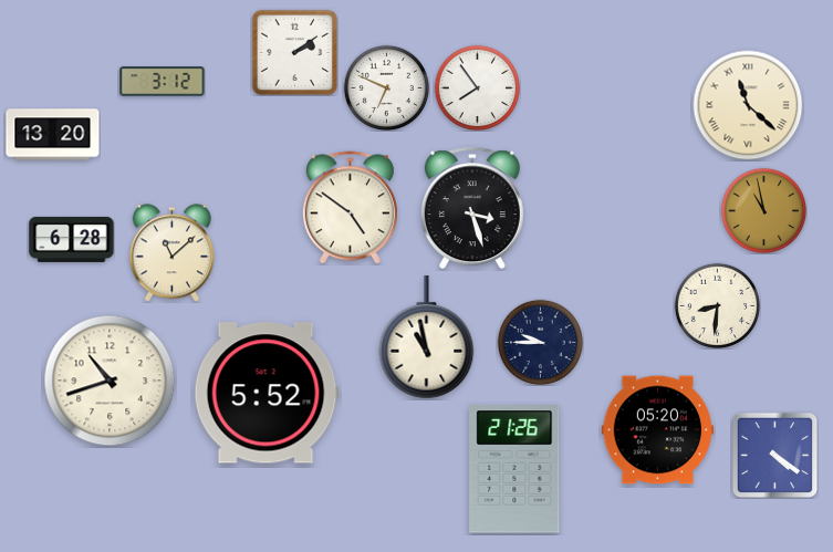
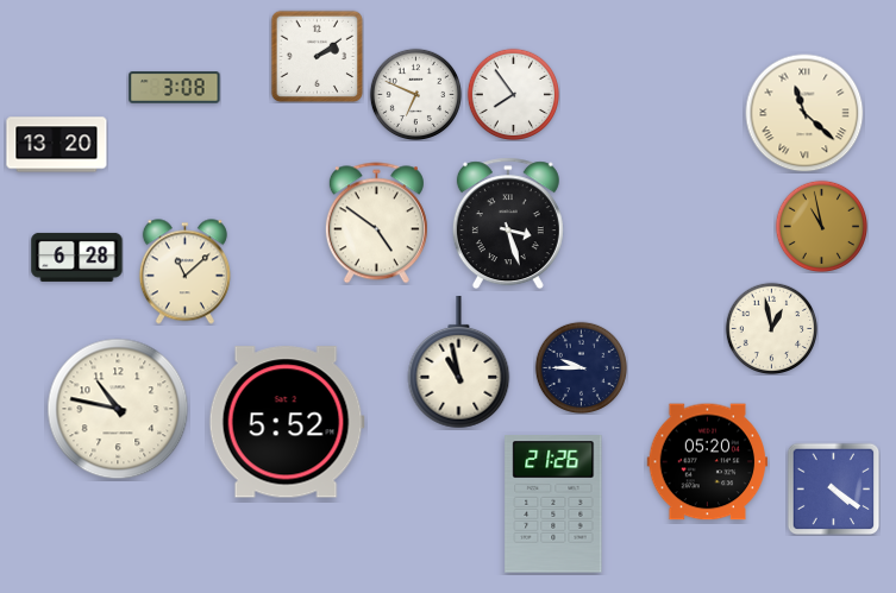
clock at (163, 82): 3:12 -> 3:08
clock at (717, 305): 8:31 -> 12:58
clock at (110, 381): 10:42 -> 10:47
